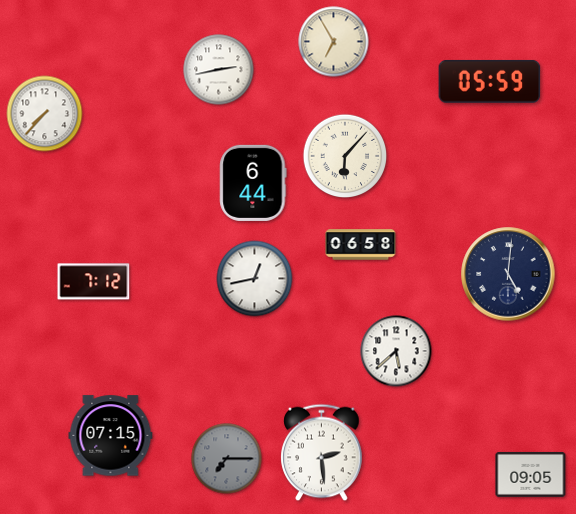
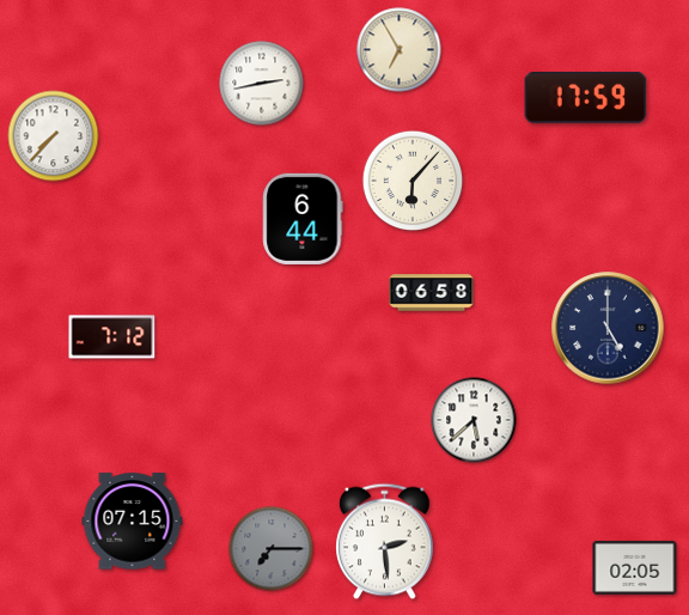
clock at (490, 81): 05:59 -> 17:59
clock at (345, 156) position: (345, 156) -> (413, 181)
clock at (508, 274): 5:01 -> 5:00
clock at (255, 279): 12:43 -> none
clock at (531, 474): 09:05 -> 02:05
